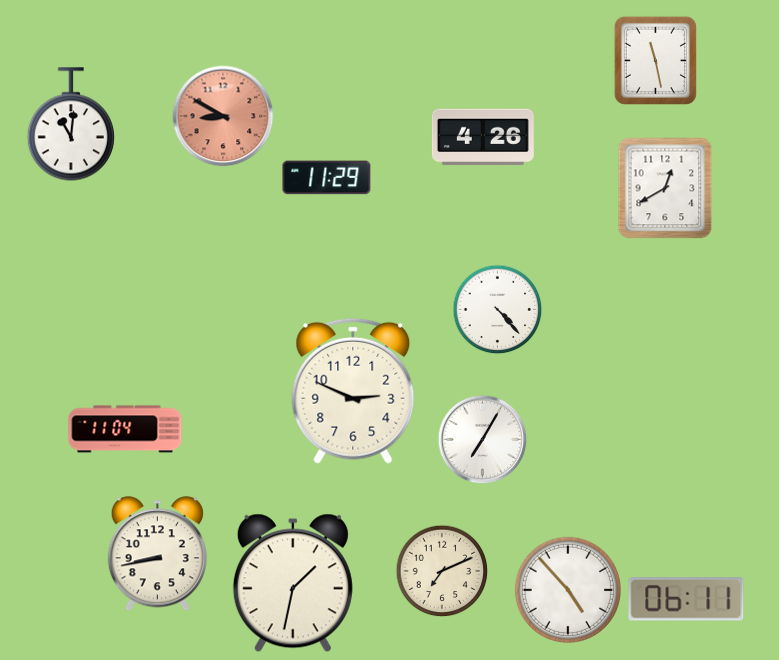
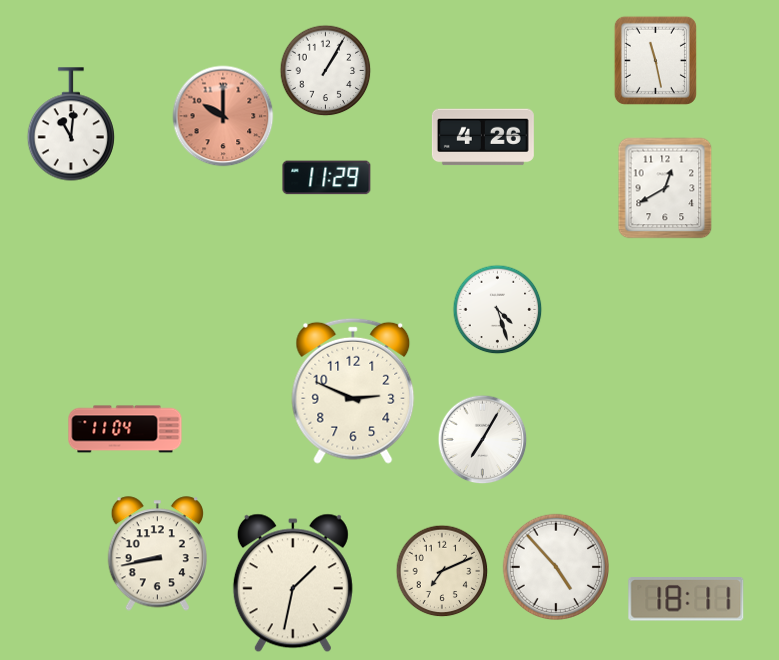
clock at (326, 71): none -> 1:05
clock at (223, 116): 8:50 -> 10:00
clock at (498, 310): 4:23 -> 4:27
clock at (567, 589) position: (567, 589) -> (555, 566)
clock at (686, 599): 06:11 -> 18:11
